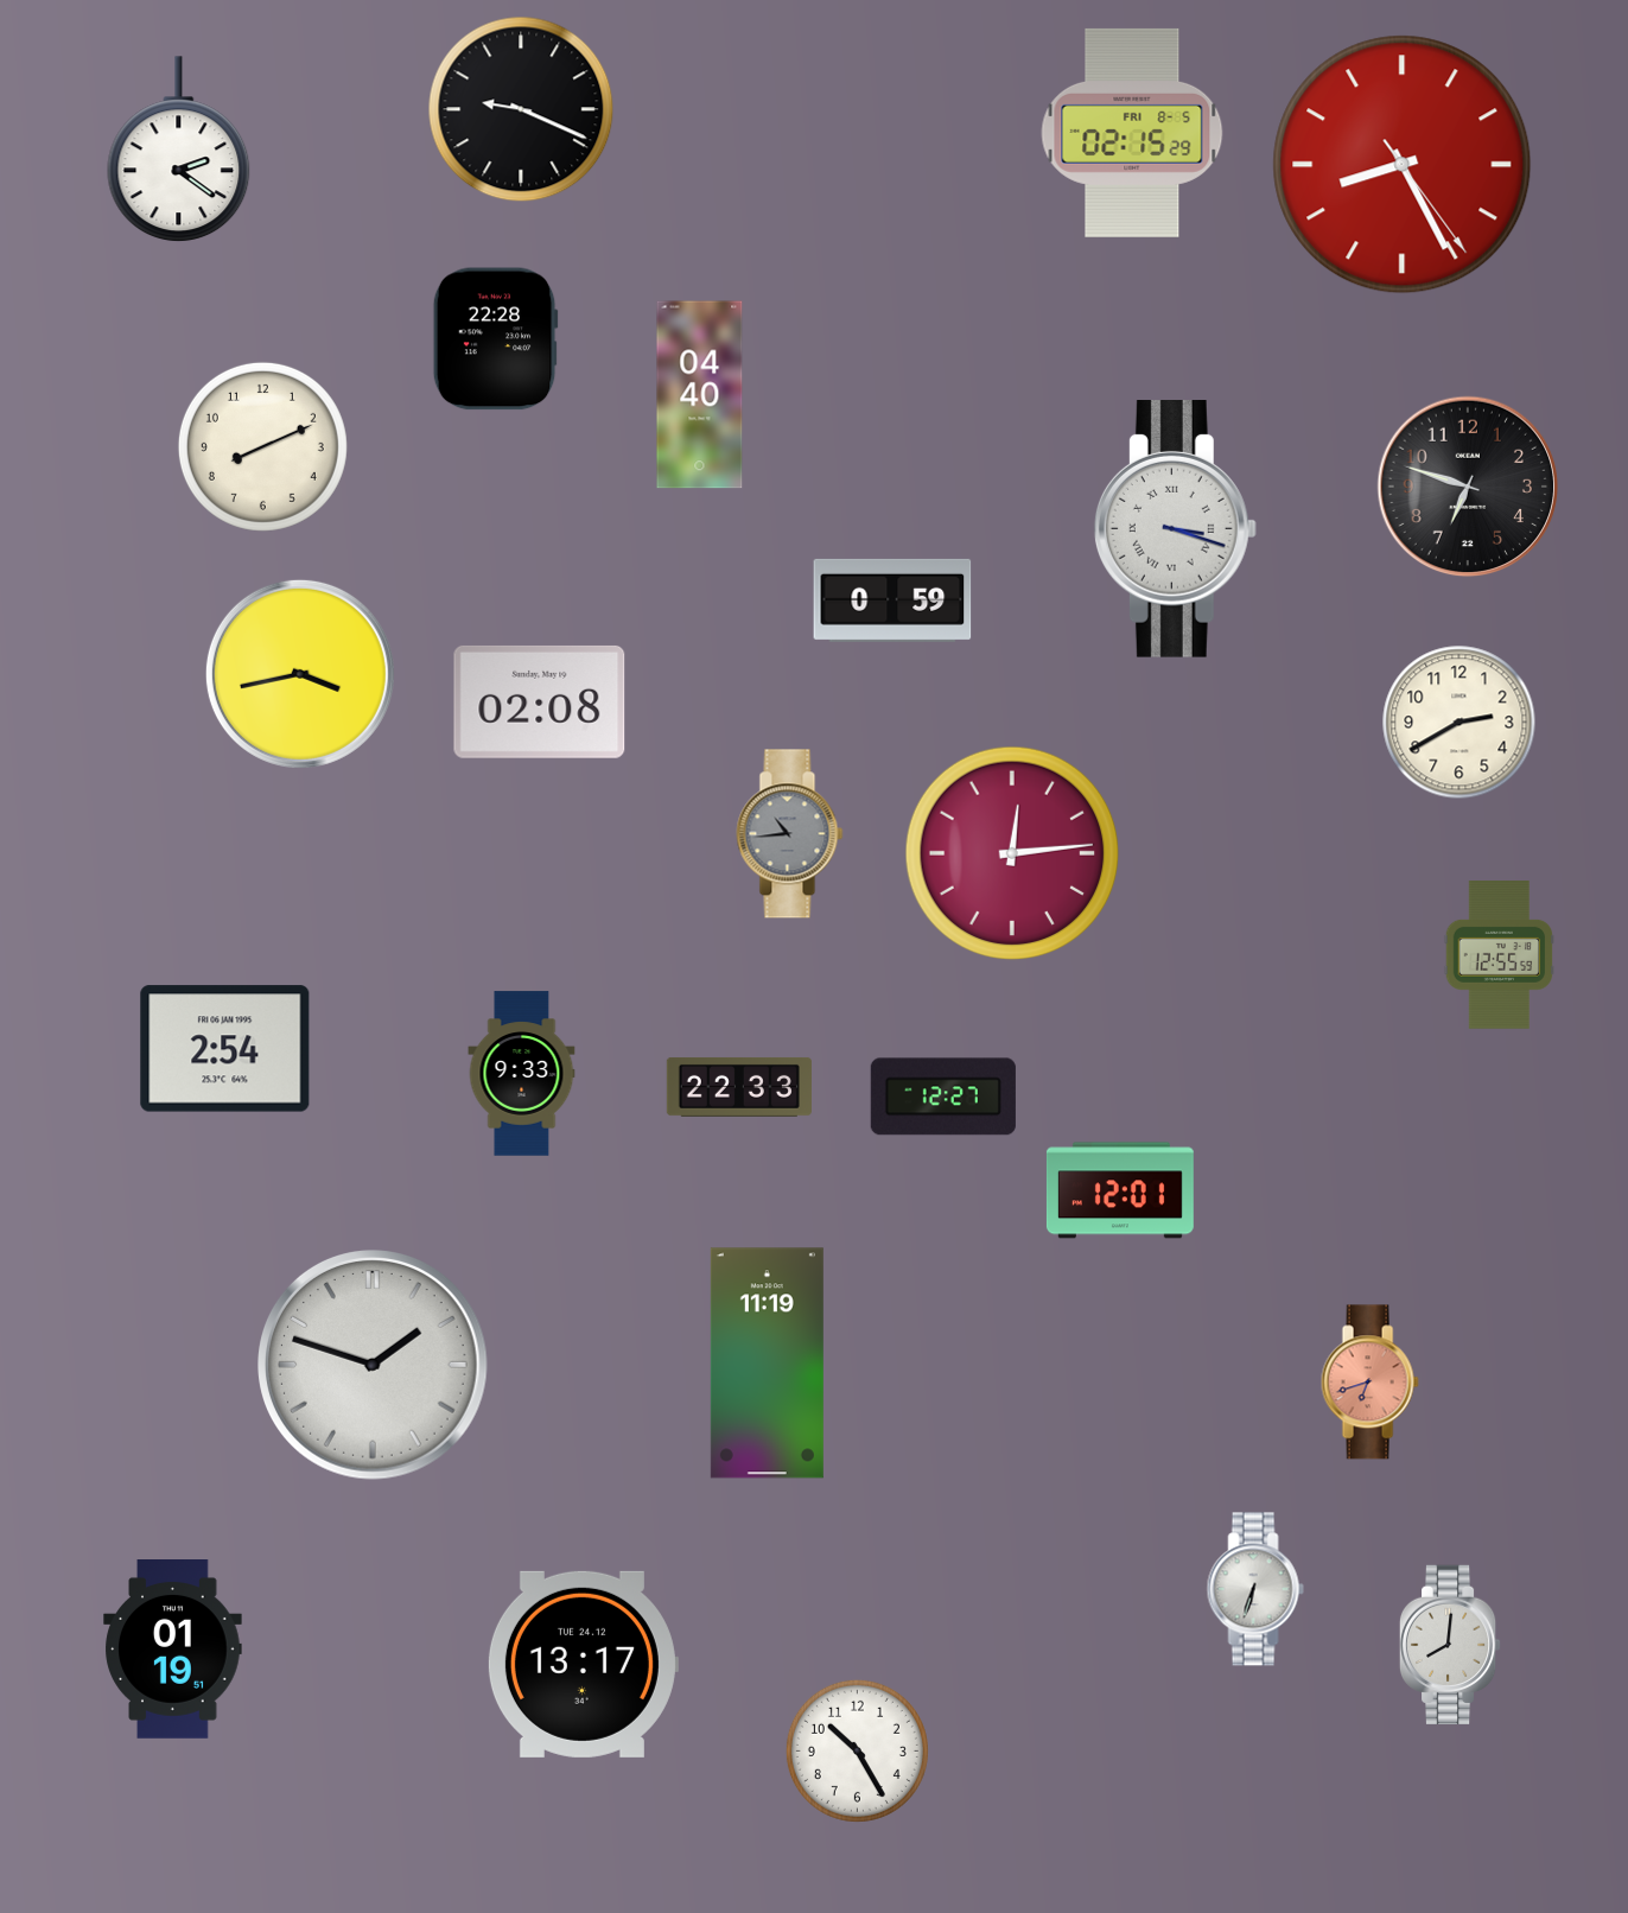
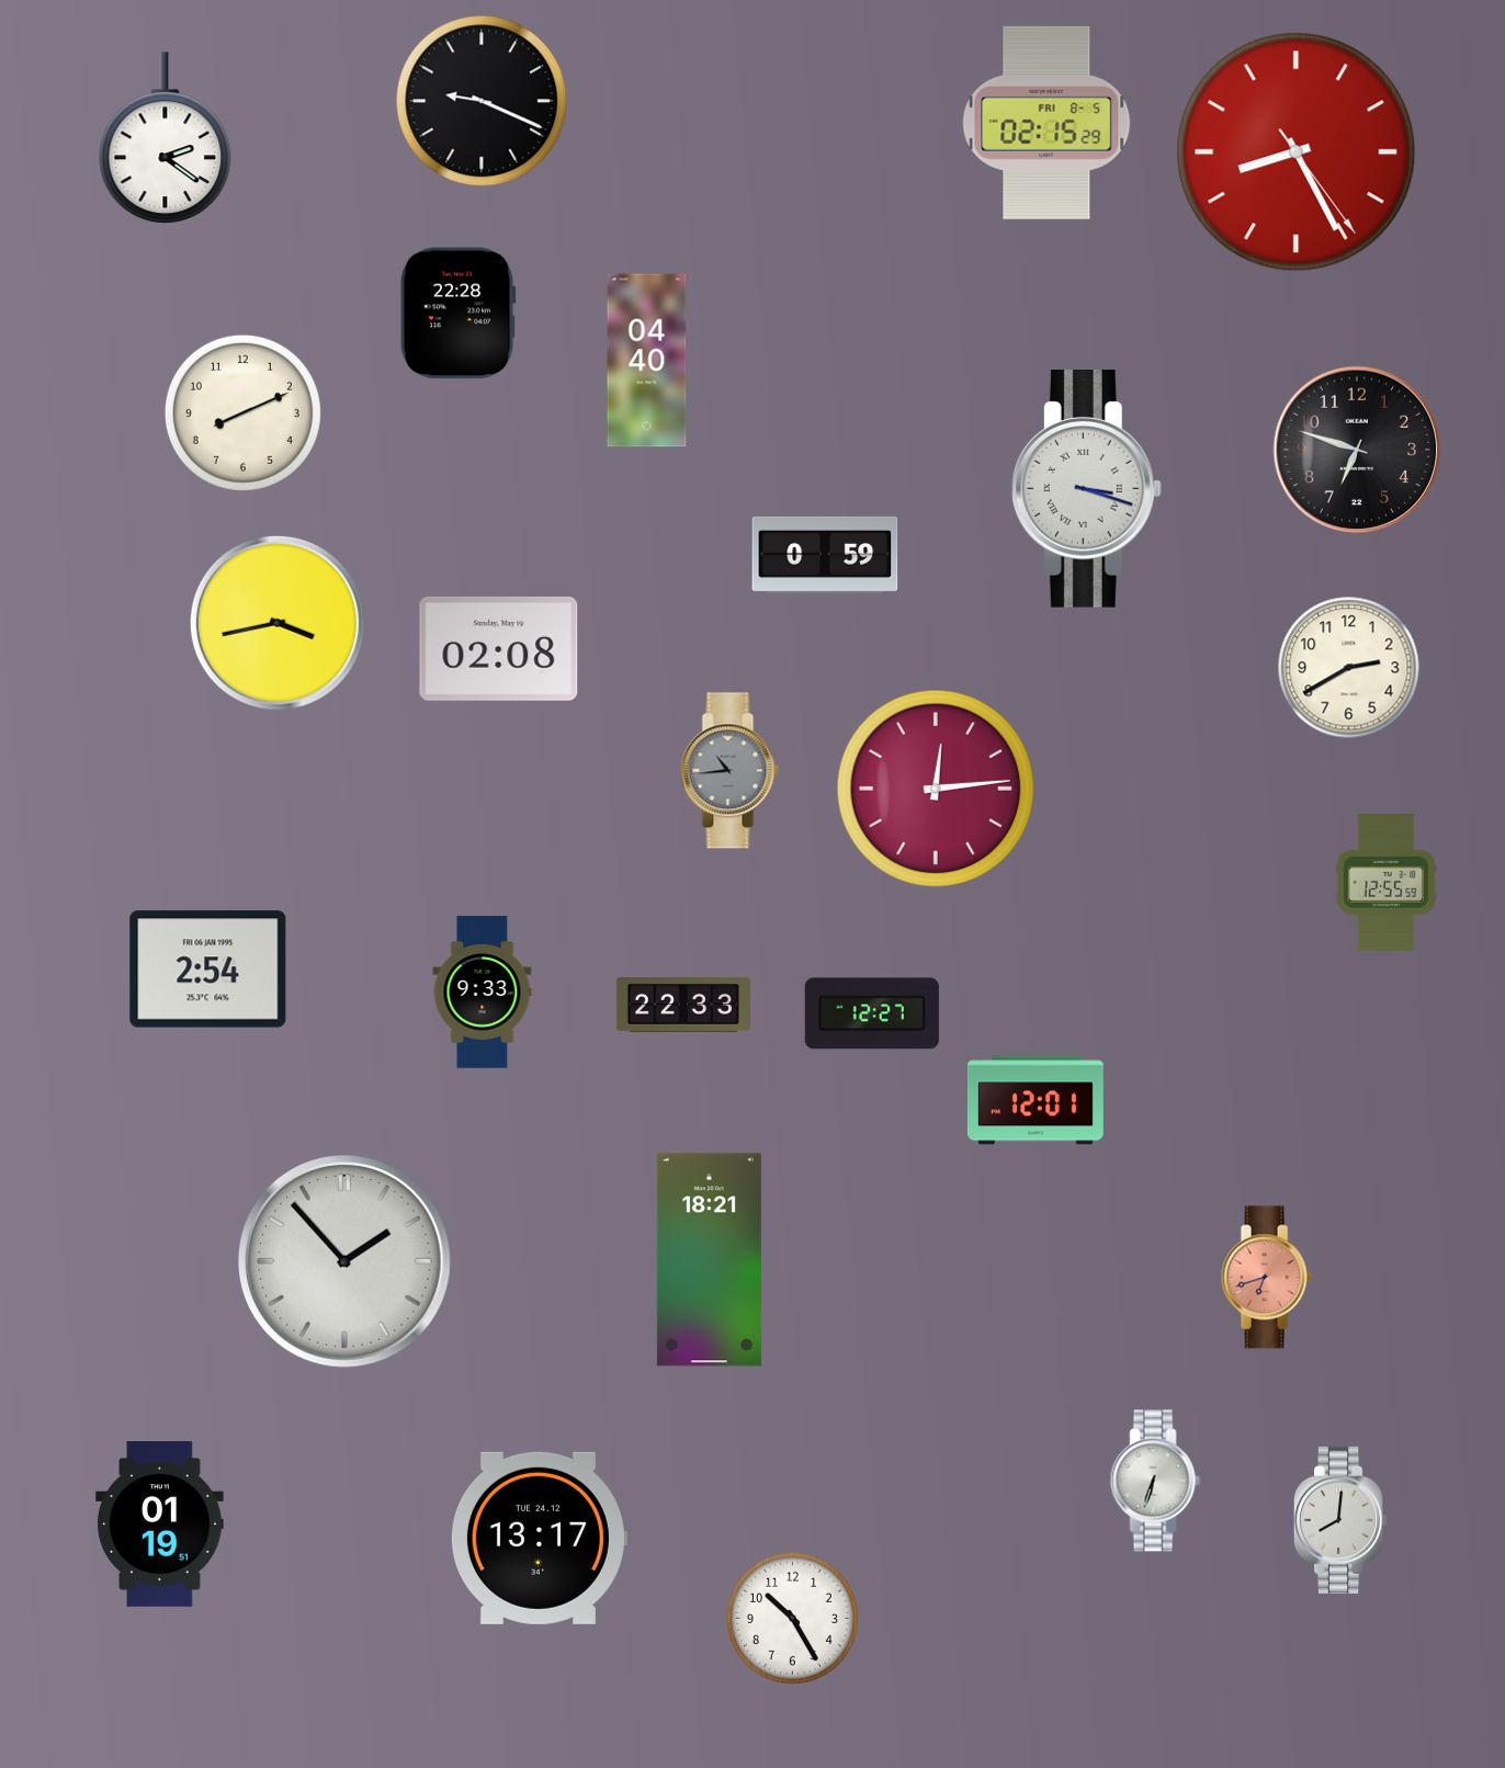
clock at (700, 395) position: (700, 395) -> (647, 361)
clock at (767, 1364): 11:19 -> 18:21
clock at (374, 1366): 1:48 -> 1:53
clock at (1255, 1589) position: (1255, 1589) -> (1155, 1481)
